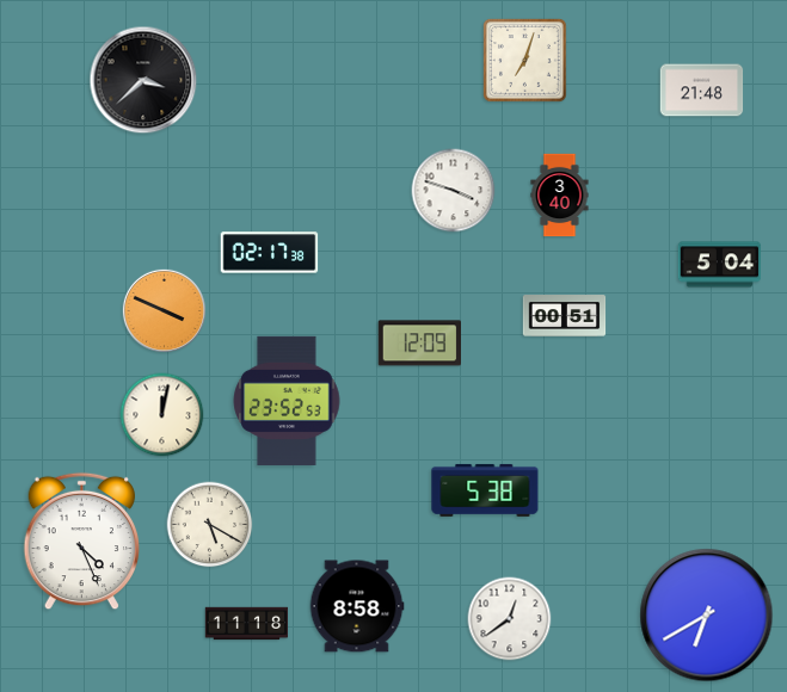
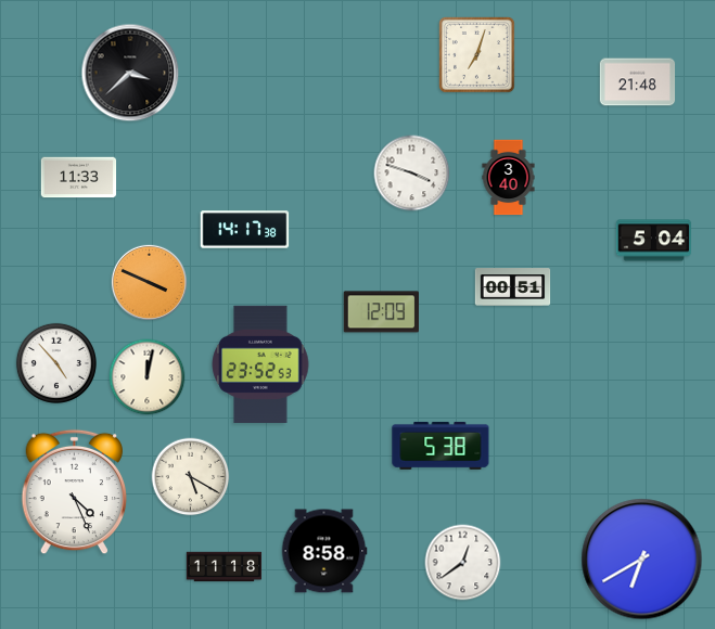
clock at (79, 178): none -> 11:33
clock at (270, 253): 02:17 -> 14:17
clock at (56, 363): none -> 4:53
